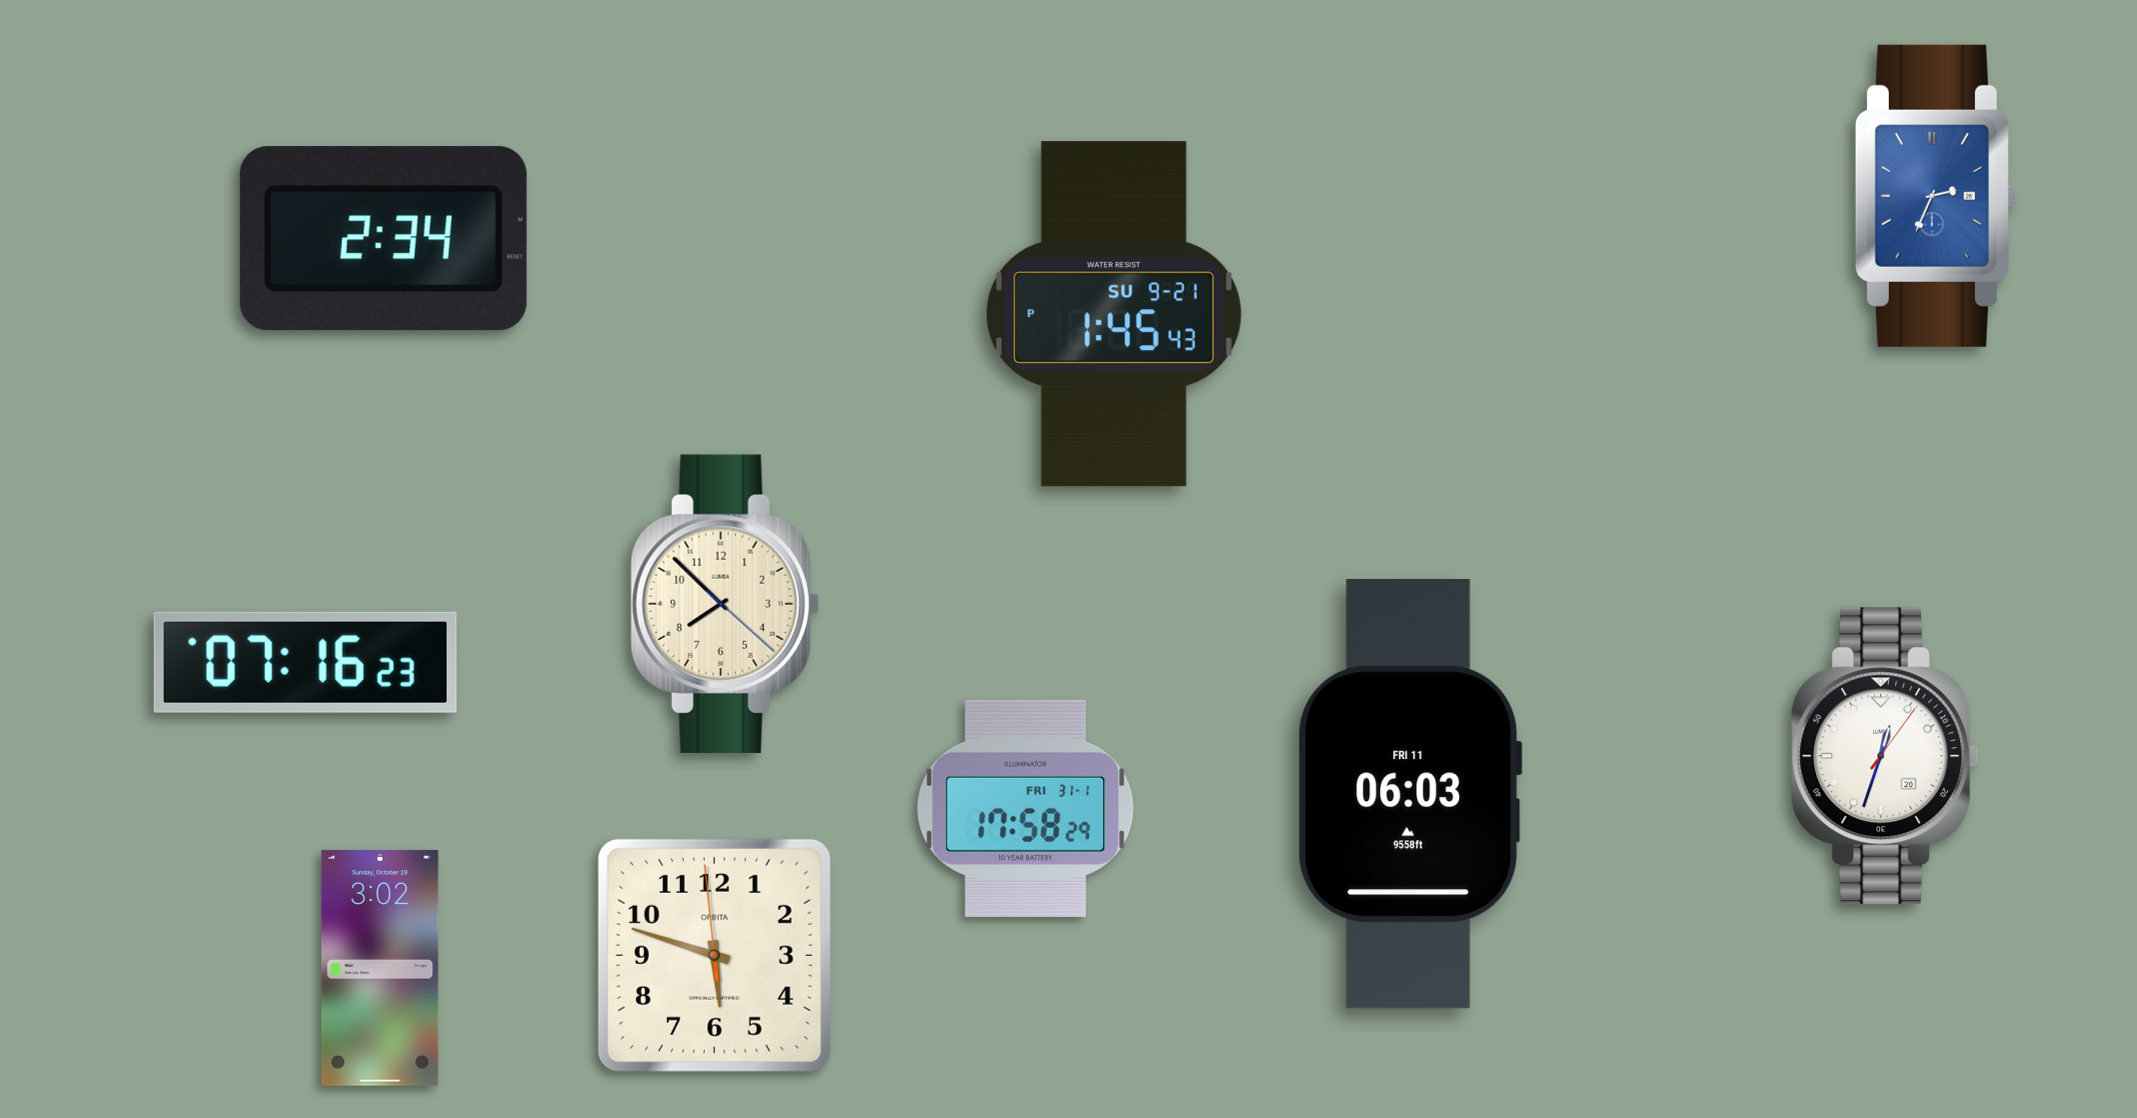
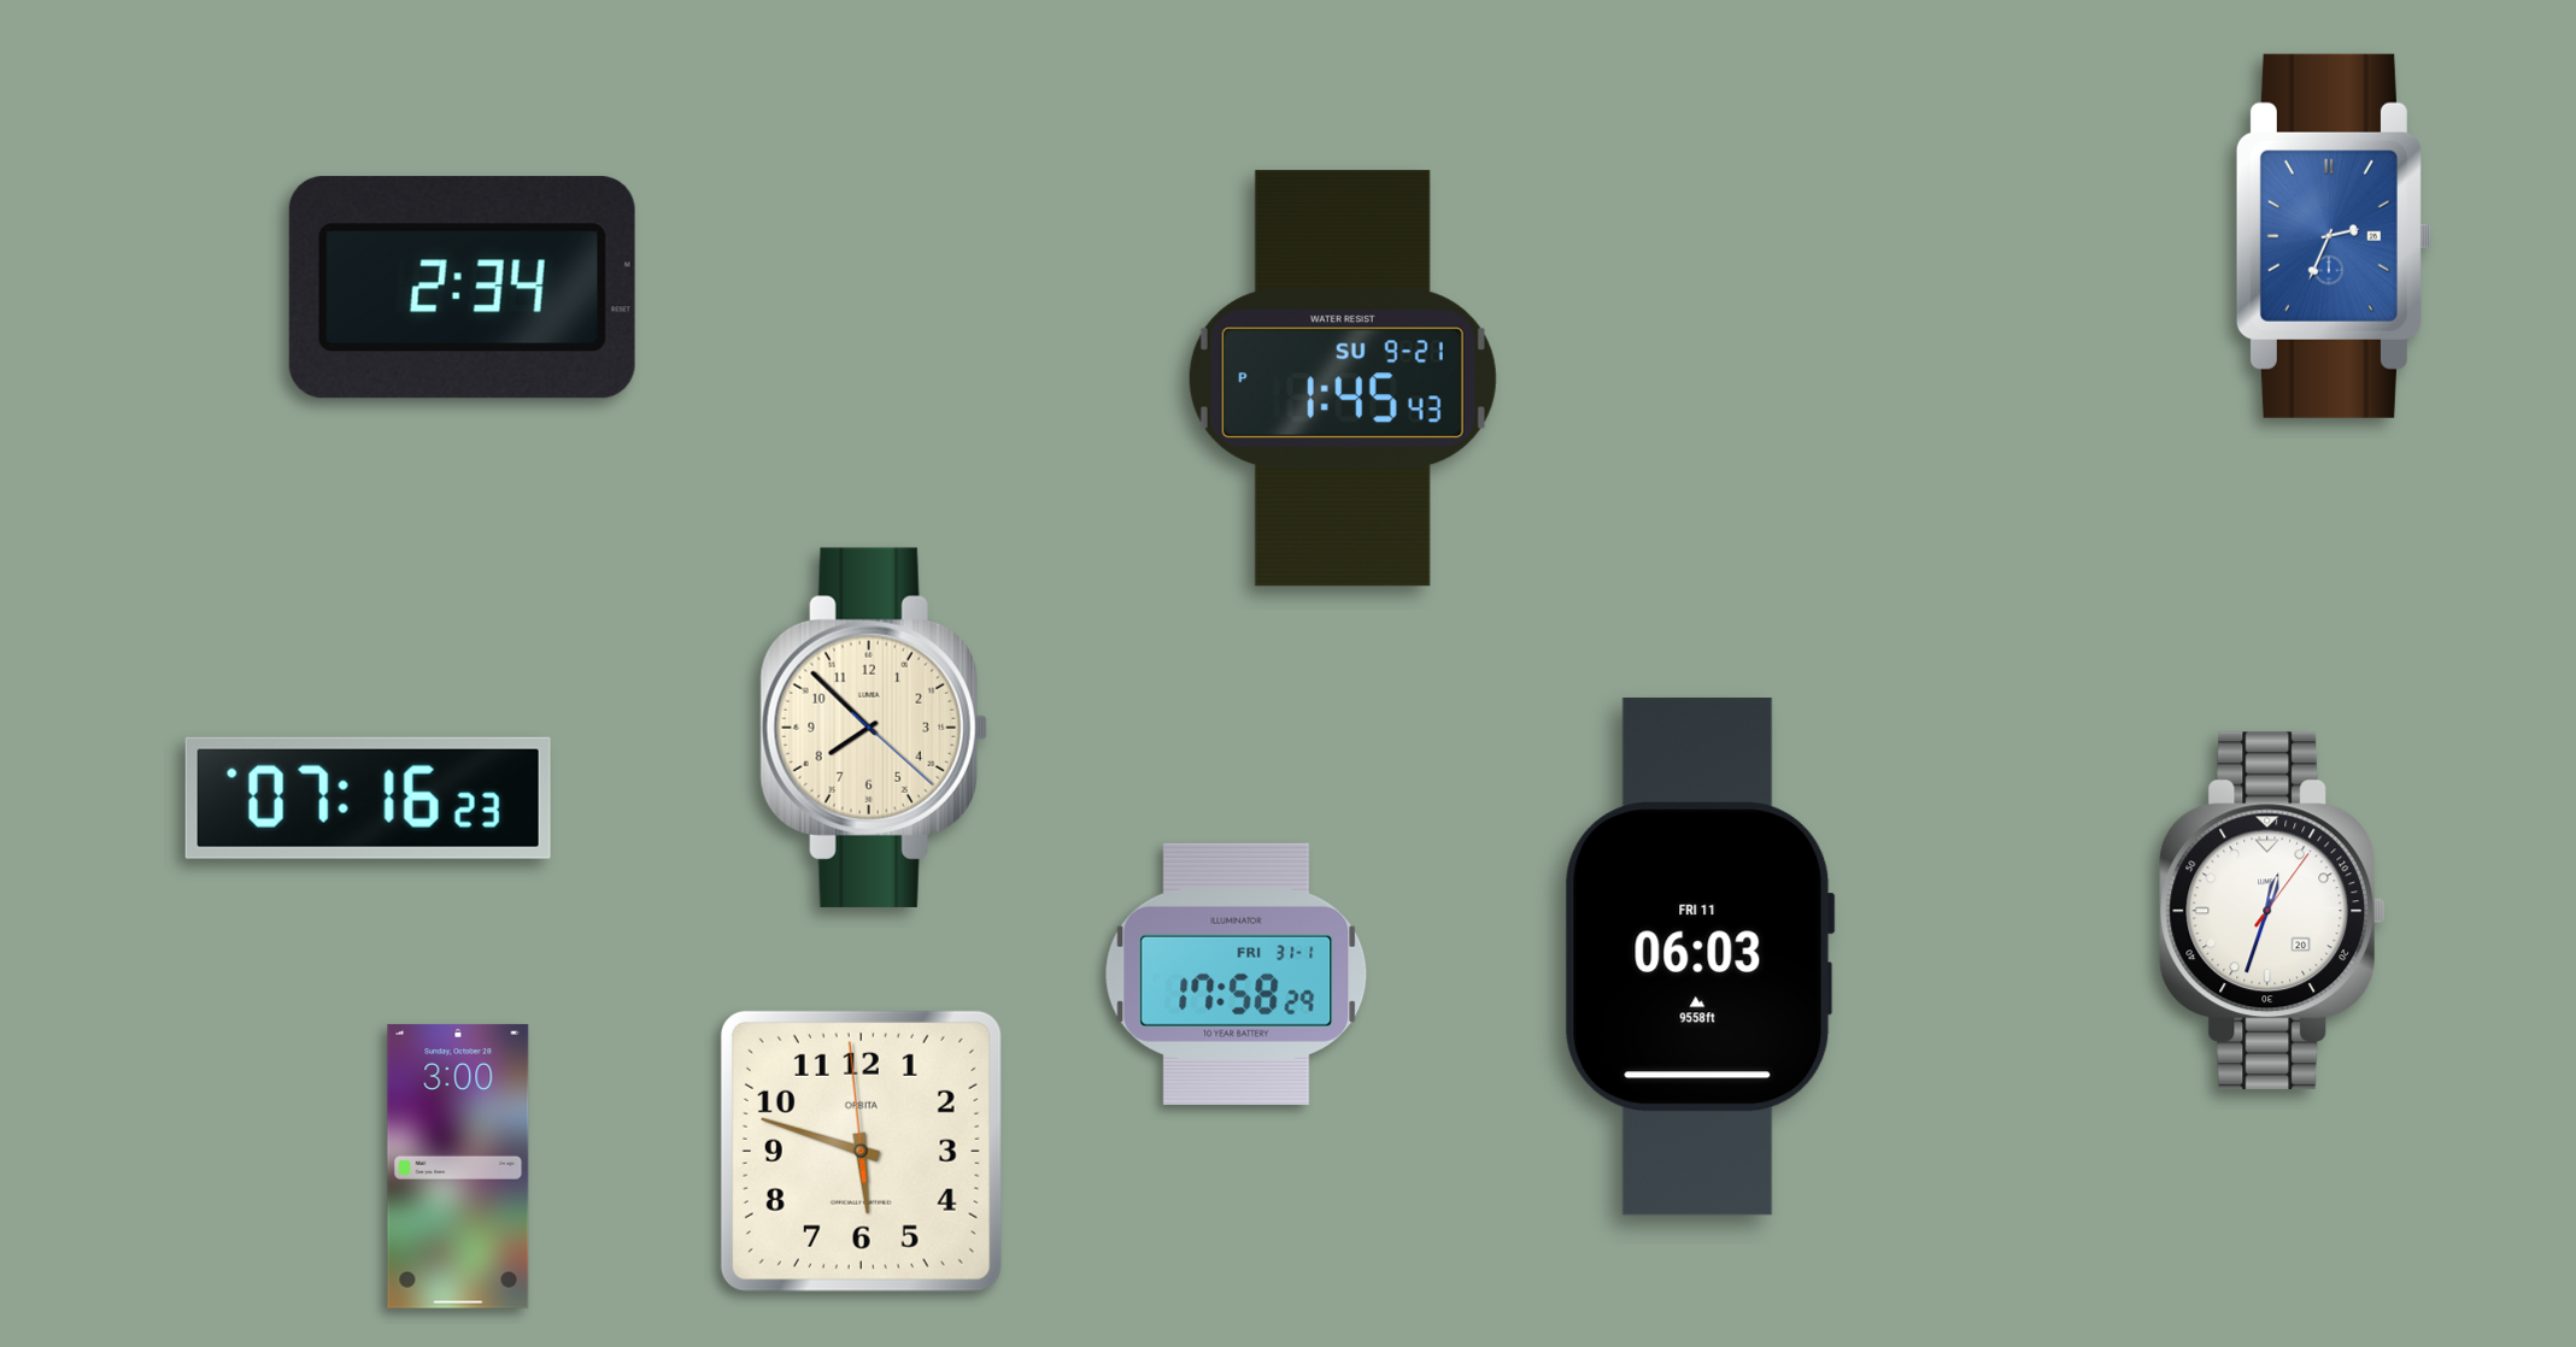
clock at (380, 968): 3:02 -> 3:00
